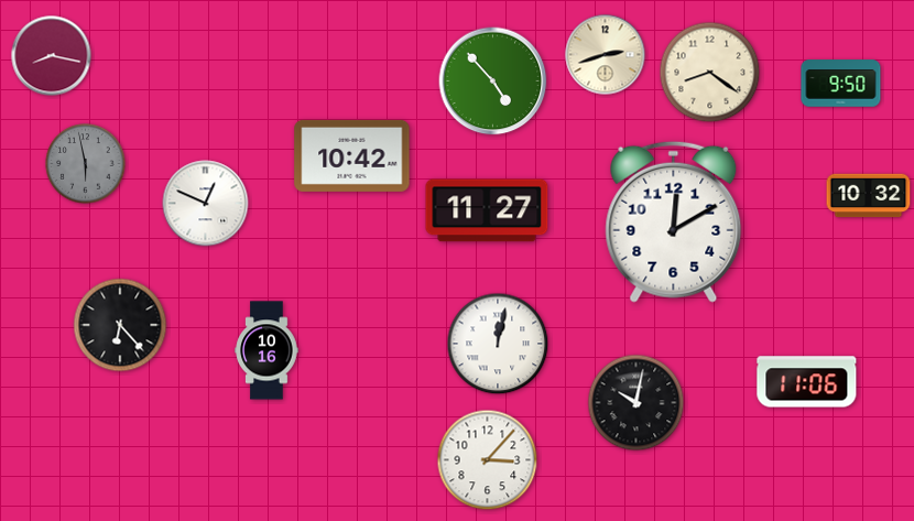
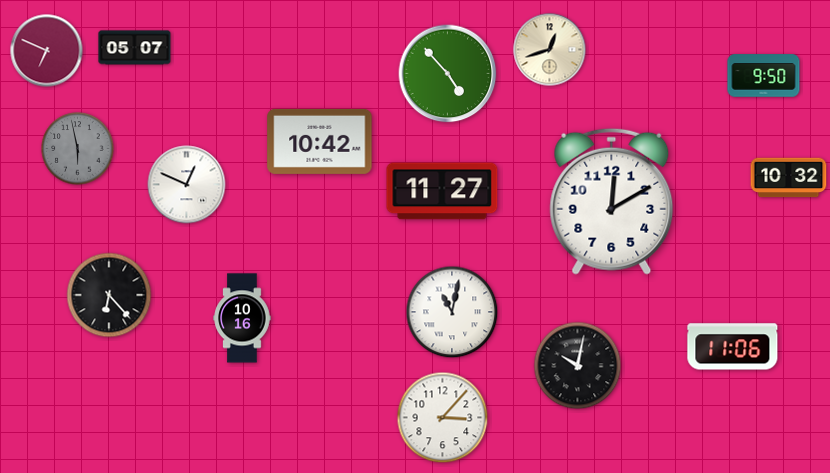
clock at (135, 48): none -> 05:07
clock at (606, 55): 2:42 -> 12:42
clock at (52, 56): 8:17 -> 6:49
clock at (710, 73): 8:21 -> none
clock at (498, 344): 12:02 -> 11:02
